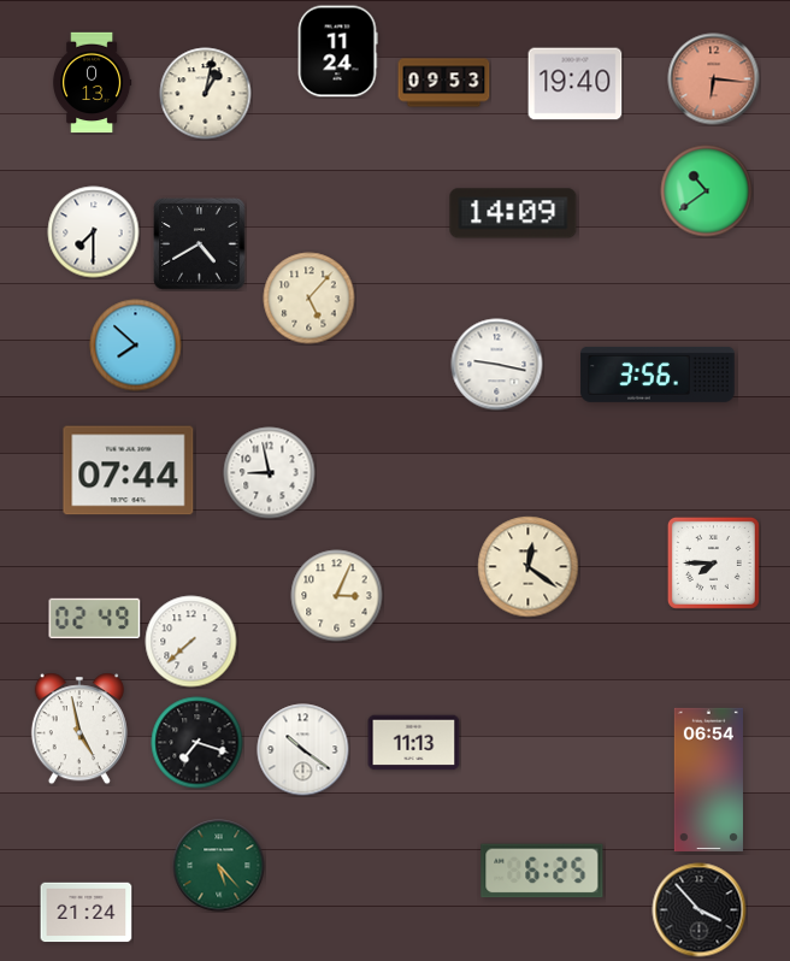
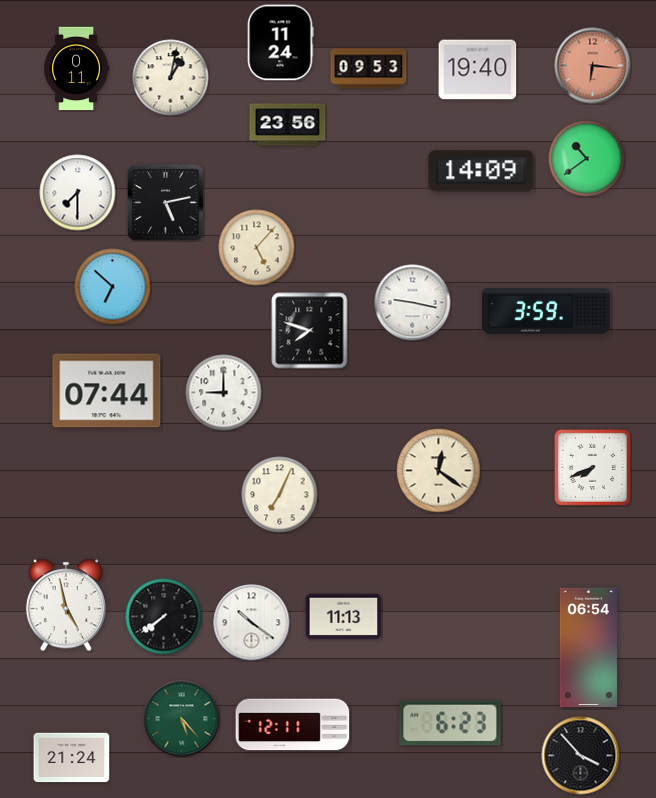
clock at (93, 83): 0:13 -> 0:11
clock at (288, 125): none -> 23:56
clock at (513, 213) position: (513, 213) -> (481, 171)
clock at (200, 244): 4:40 -> 5:13
clock at (136, 346): 7:52 -> 6:52
clock at (658, 375): 3:56 -> 3:59
clock at (310, 331): none -> 7:48
clock at (270, 473): 8:58 -> 9:00
clock at (713, 562): 7:45 -> 7:41
clock at (337, 596): 3:04 -> 7:04
clock at (95, 618): 02:49 -> none
clock at (191, 642): 7:38 -> none
clock at (197, 743): 7:18 -> 7:39
clock at (542, 871): 6:25 -> 6:23
clock at (293, 725): none -> 12:11
